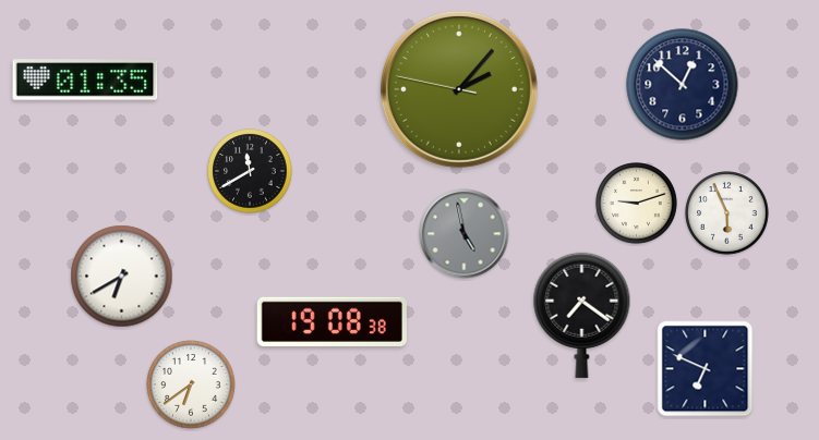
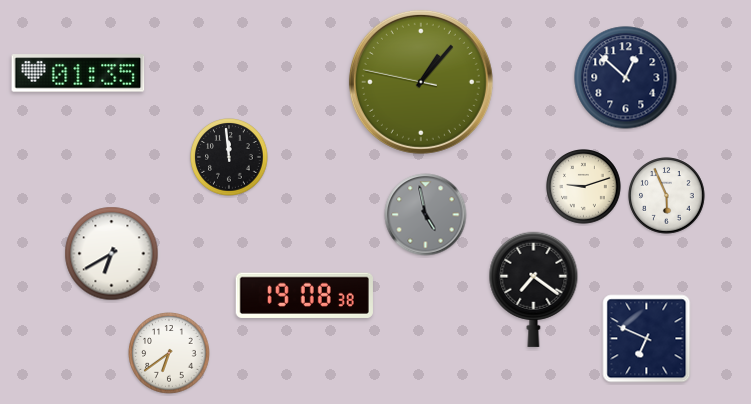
clock at (459, 89): 2:06 -> 1:06
clock at (250, 171): 11:40 -> 11:59
clock at (191, 384) position: (191, 384) -> (169, 353)
